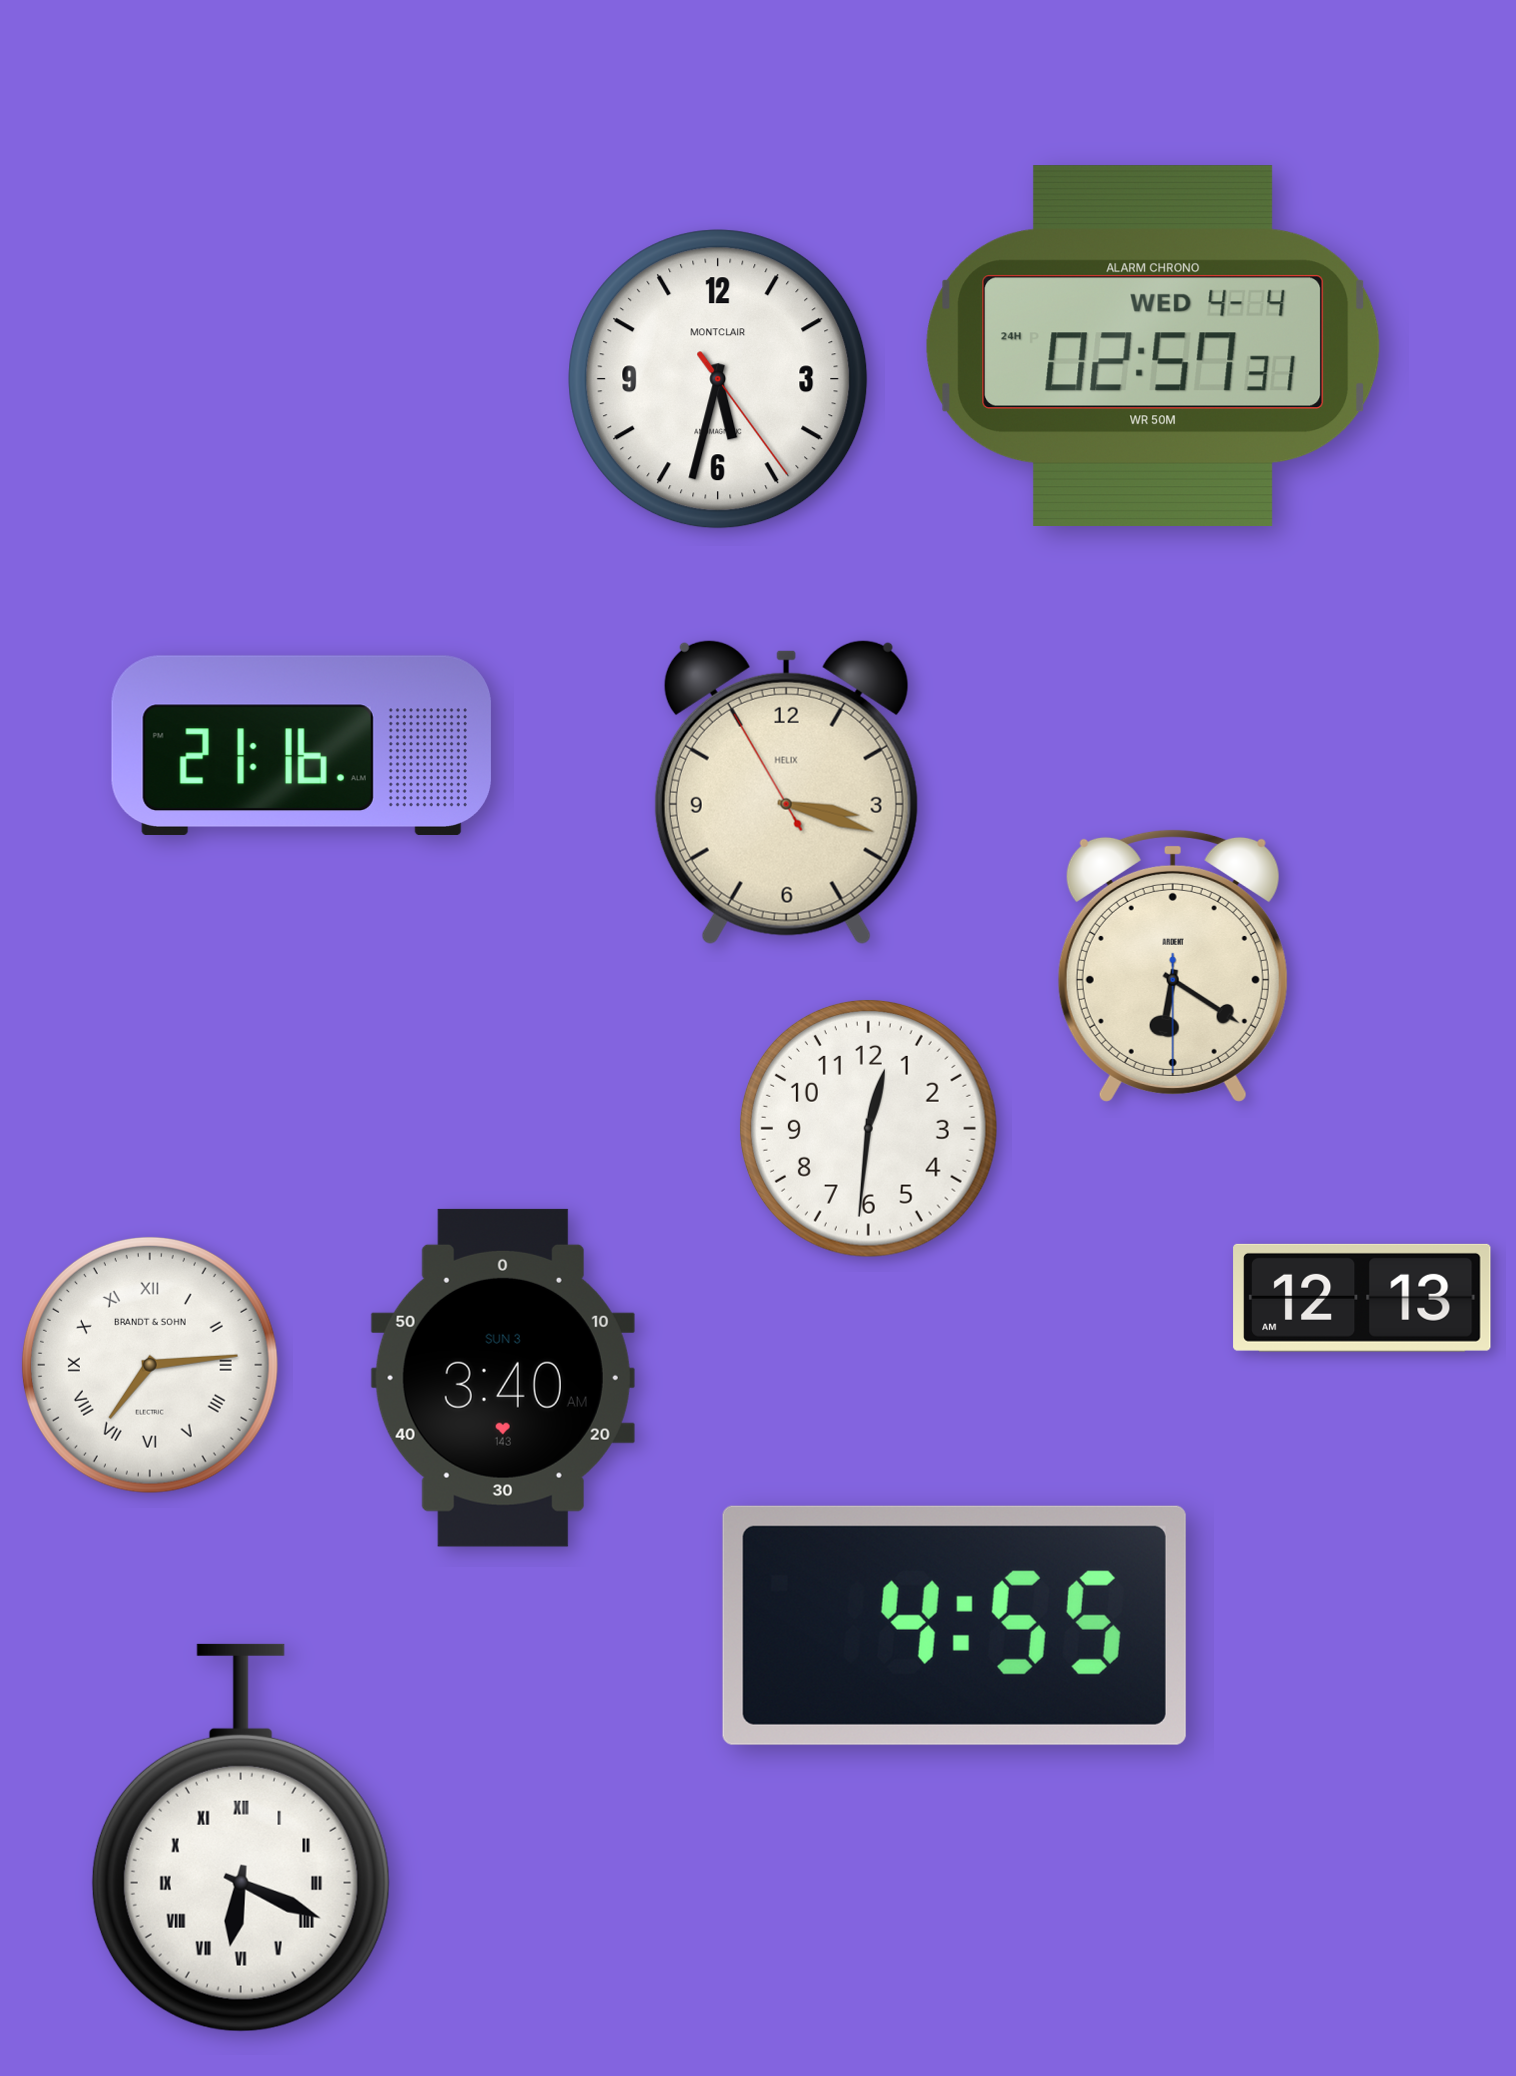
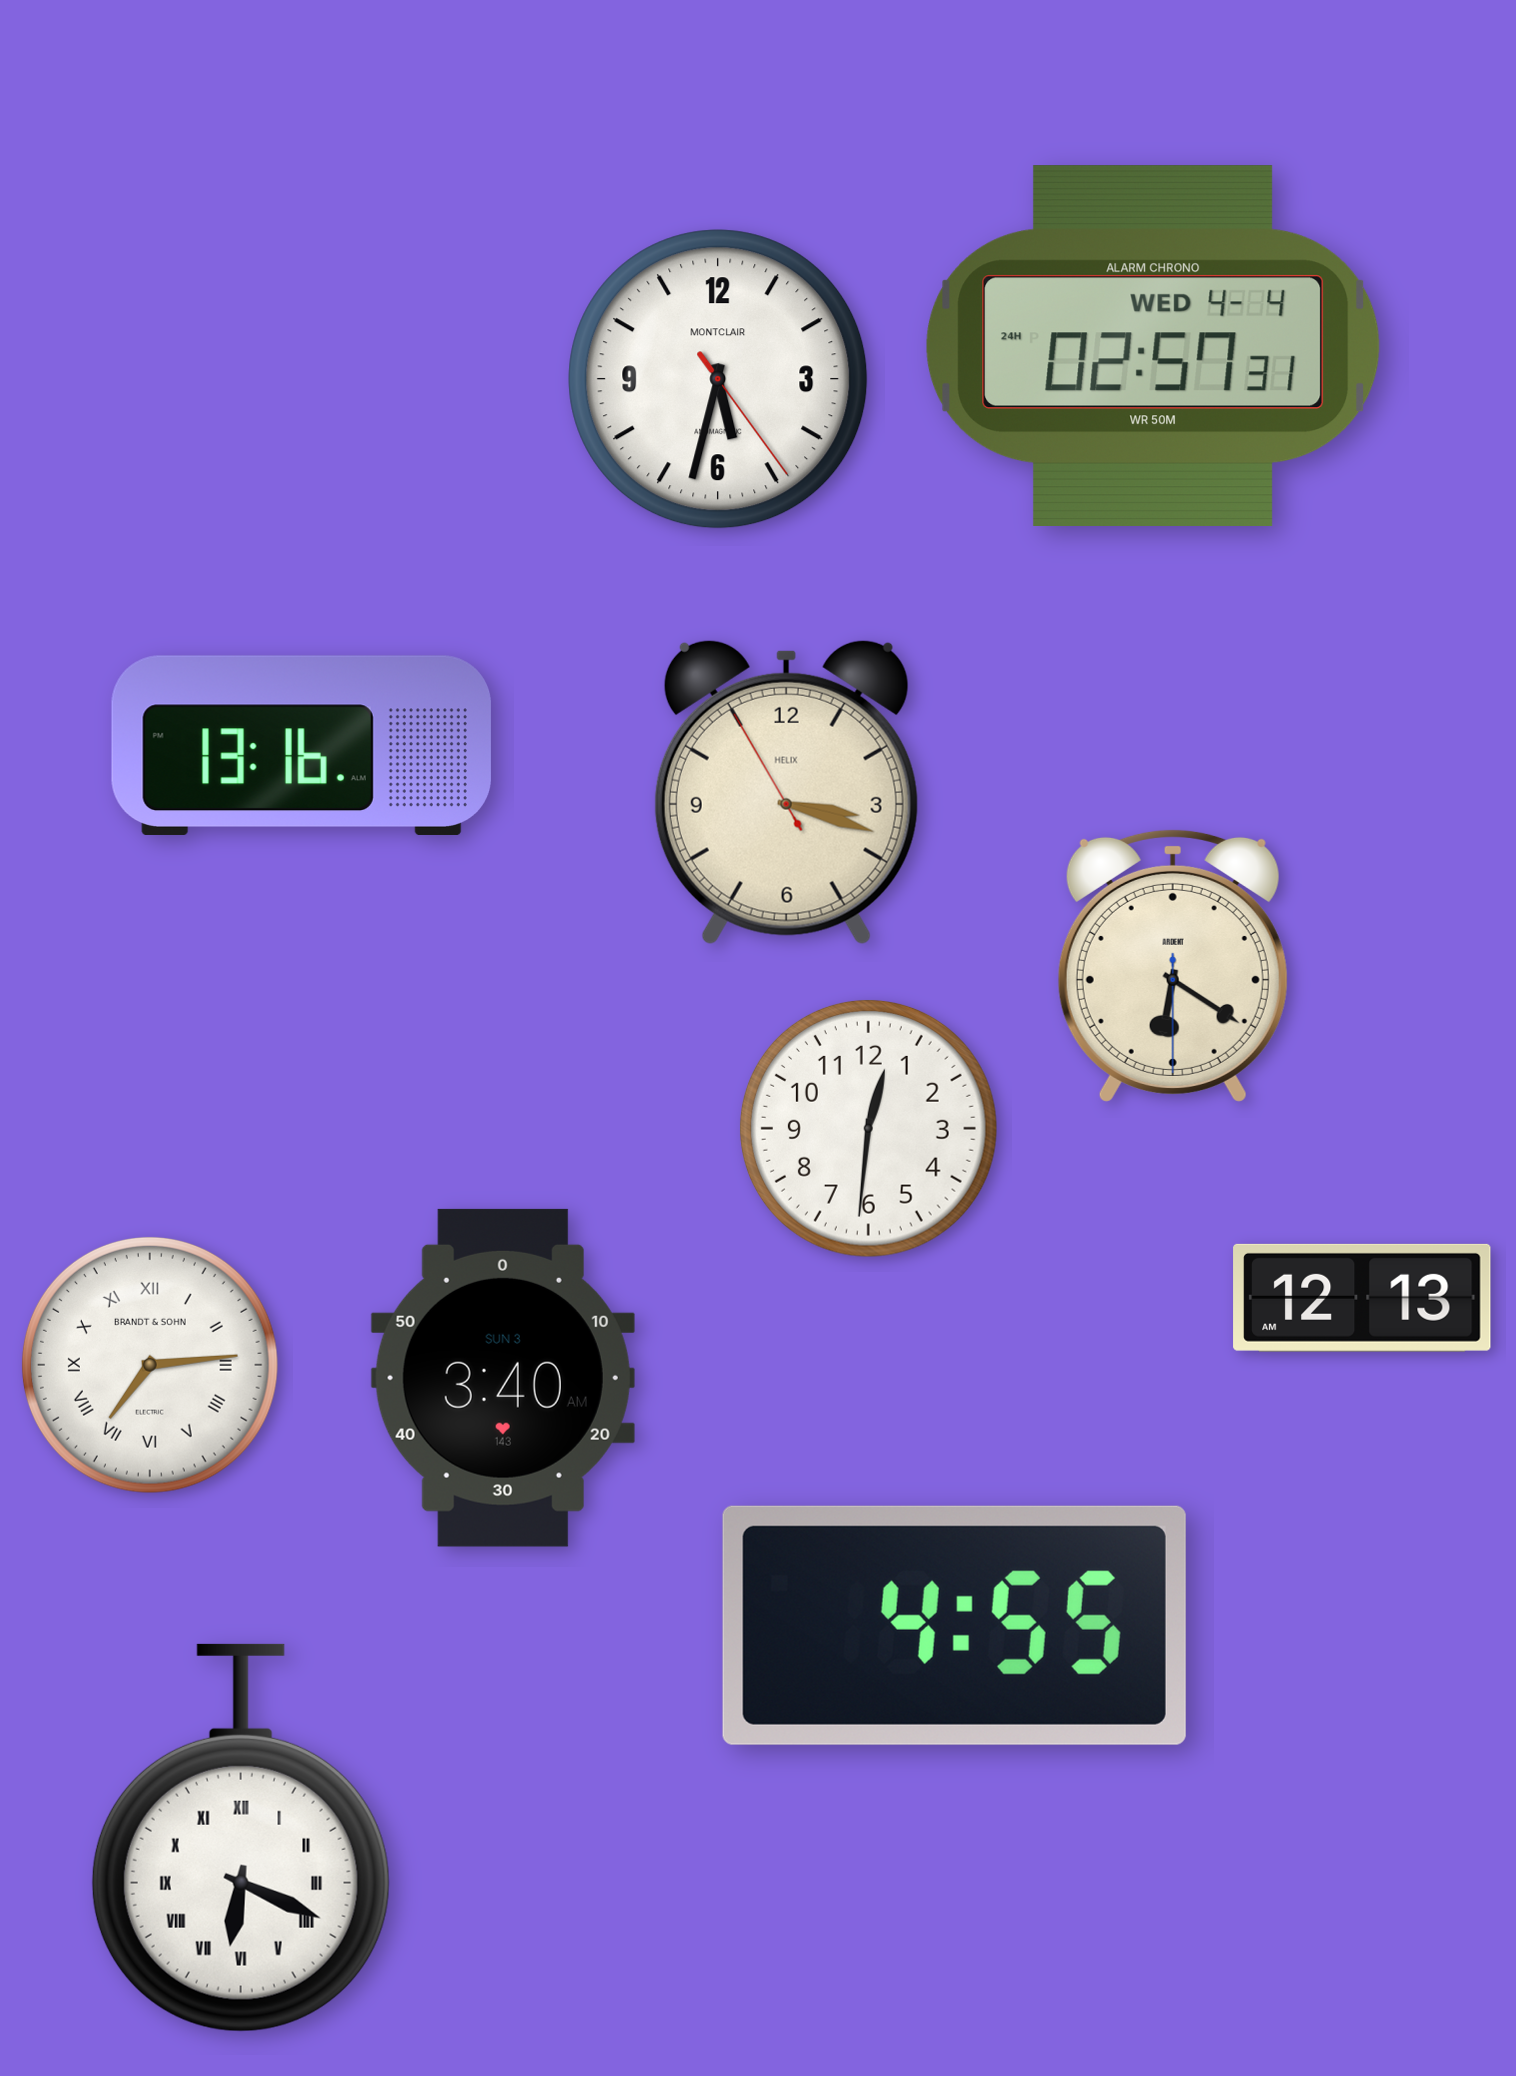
clock at (301, 745): 21:16 -> 13:16
